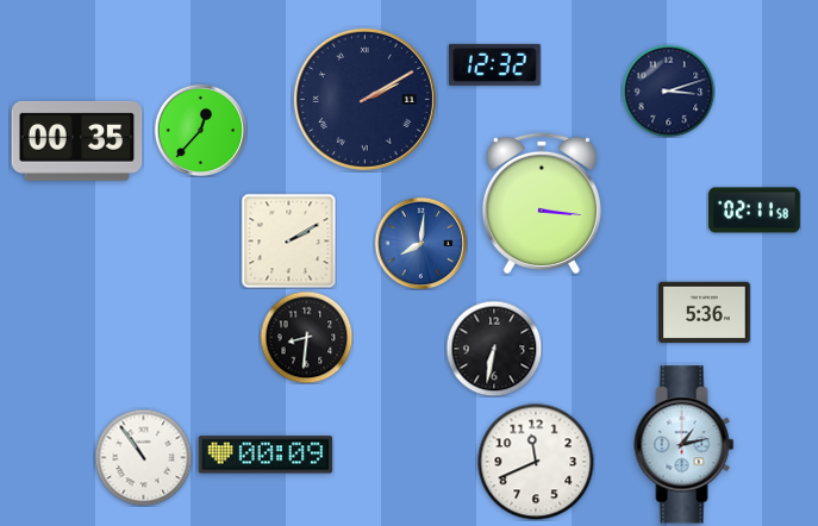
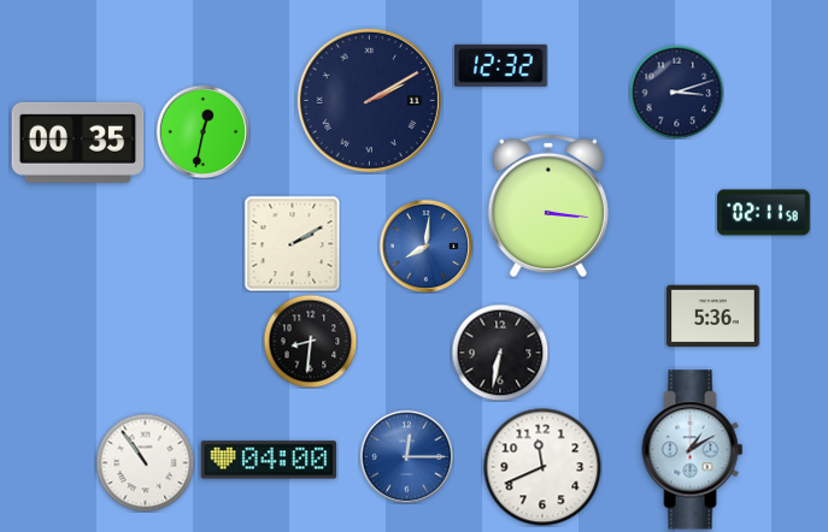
clock at (200, 130): 12:37 -> 12:32
clock at (685, 445): 1:13 -> 1:10
clock at (406, 456): none -> 12:15
clock at (264, 455): 00:09 -> 04:00
